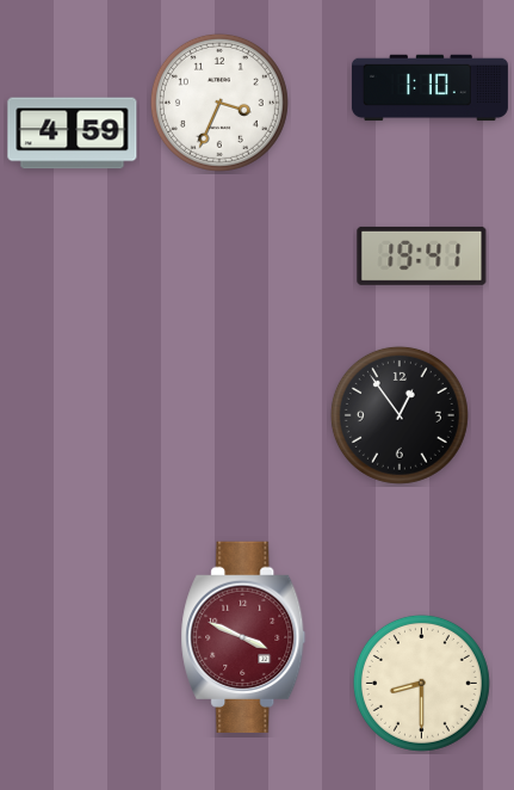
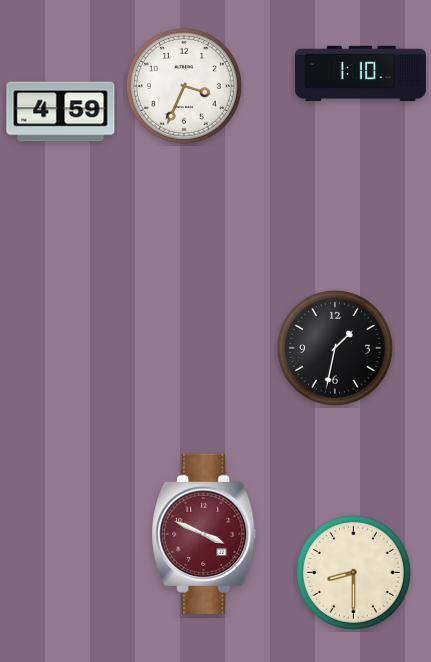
clock at (422, 255): 19:41 -> none
clock at (400, 415): 12:54 -> 1:32
